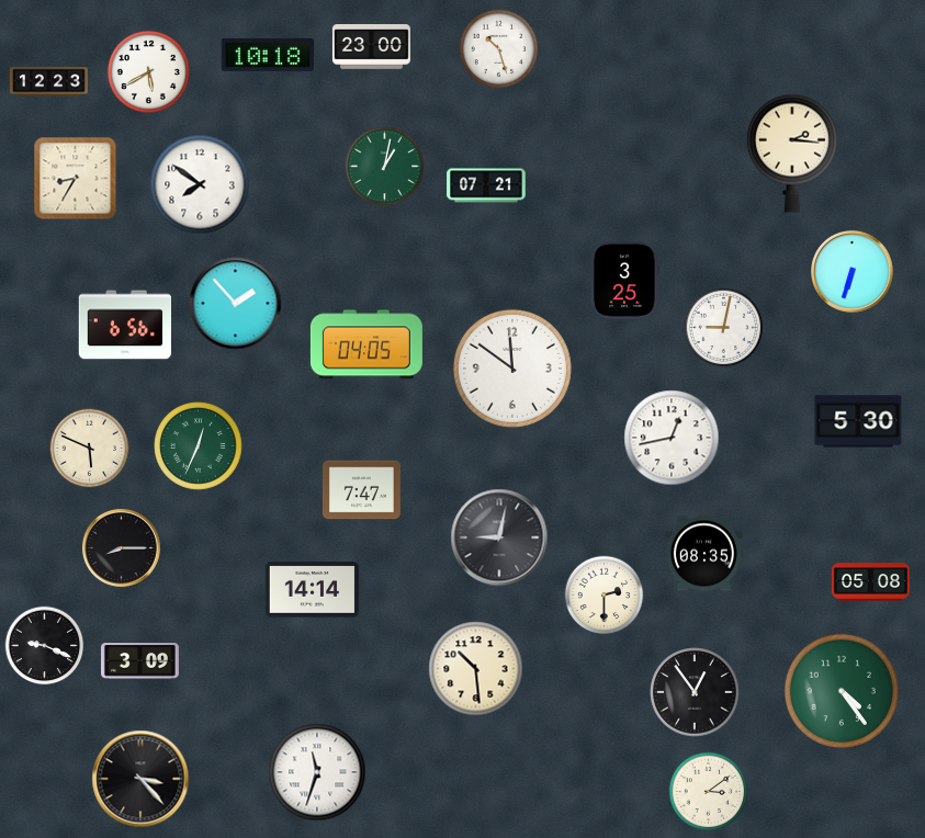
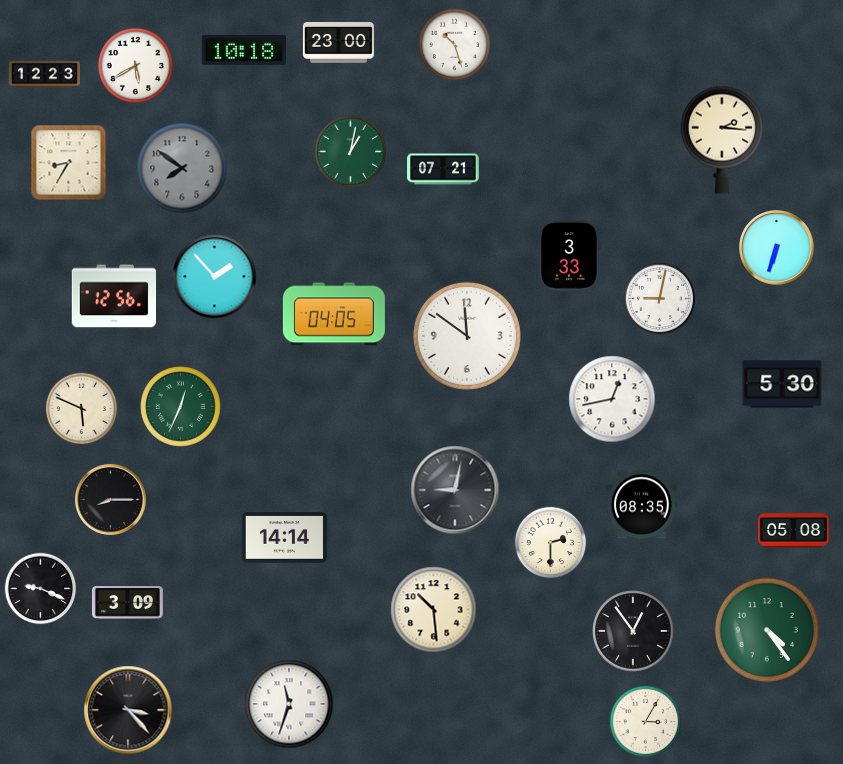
clock at (200, 184) dial: white -> grey
clock at (624, 280): 3:25 -> 3:33
clock at (124, 325): 6:56 -> 12:56
clock at (361, 490): 7:47 -> none
clock at (709, 792): 3:09 -> 3:05
